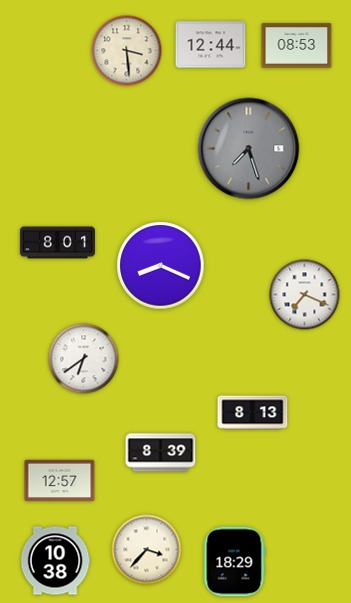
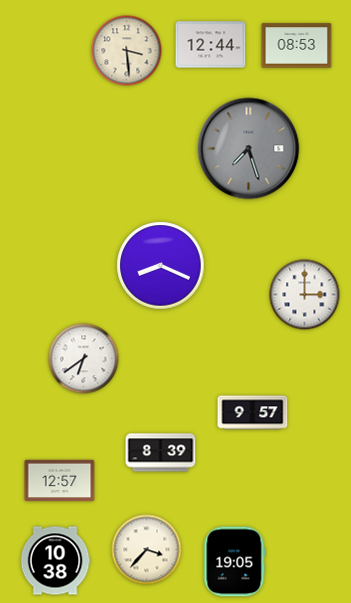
clock at (57, 243): 8:01 -> none
clock at (305, 295): 7:19 -> 3:00
clock at (253, 413): 8:13 -> 9:57
clock at (235, 562): 18:29 -> 19:05
